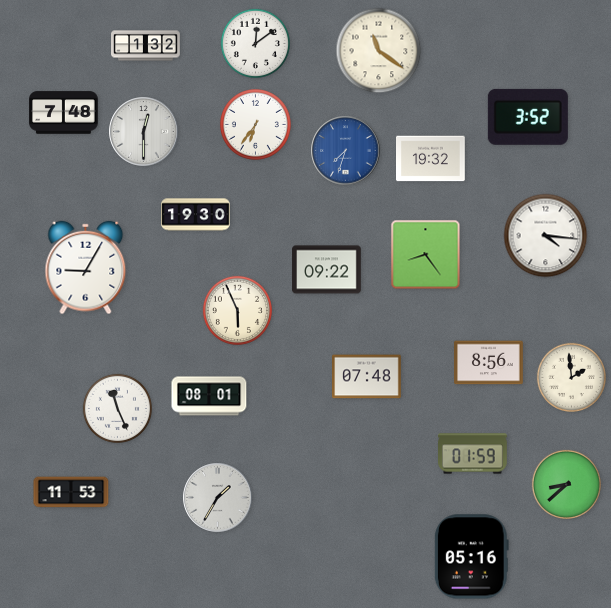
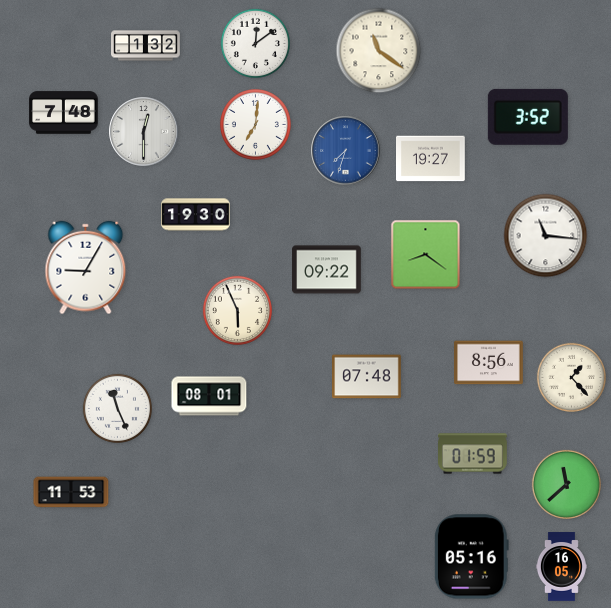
clock at (255, 124): 6:36 -> 7:01
clock at (431, 159): 19:32 -> 19:27
clock at (546, 236): 4:16 -> 11:16
clock at (426, 255): 8:24 -> 8:21
clock at (571, 377): 1:59 -> 1:23
clock at (566, 484): 8:38 -> 11:38
clock at (218, 498): 1:35 -> none
clock at (561, 567): none -> 16:05
